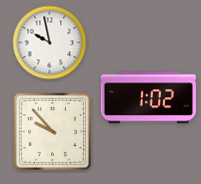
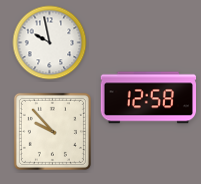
clock at (148, 98): 1:02 -> 12:58
